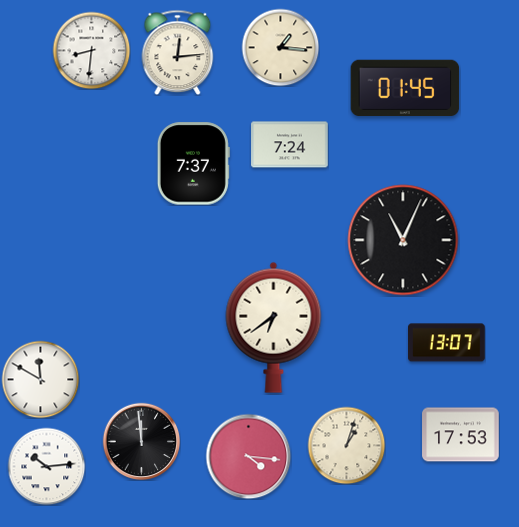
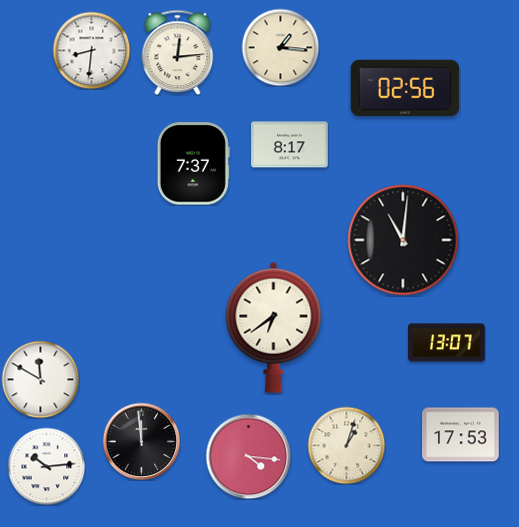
clock at (405, 88): 01:45 -> 02:56
clock at (290, 145): 7:24 -> 8:17
clock at (403, 240): 11:04 -> 11:01
